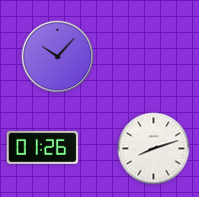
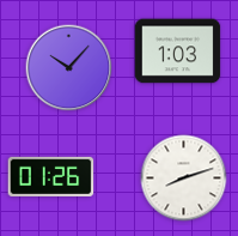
clock at (178, 52): none -> 1:03
